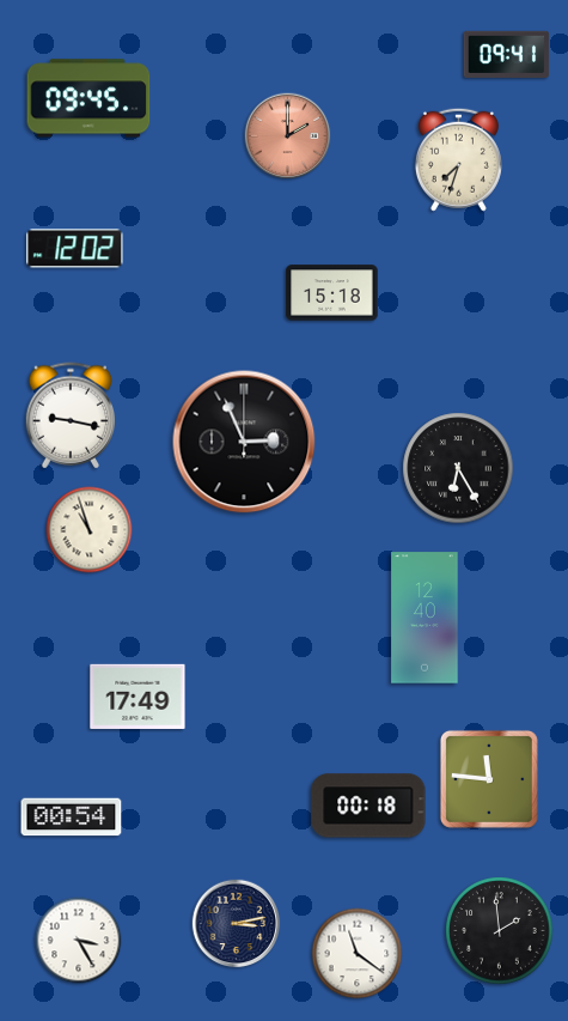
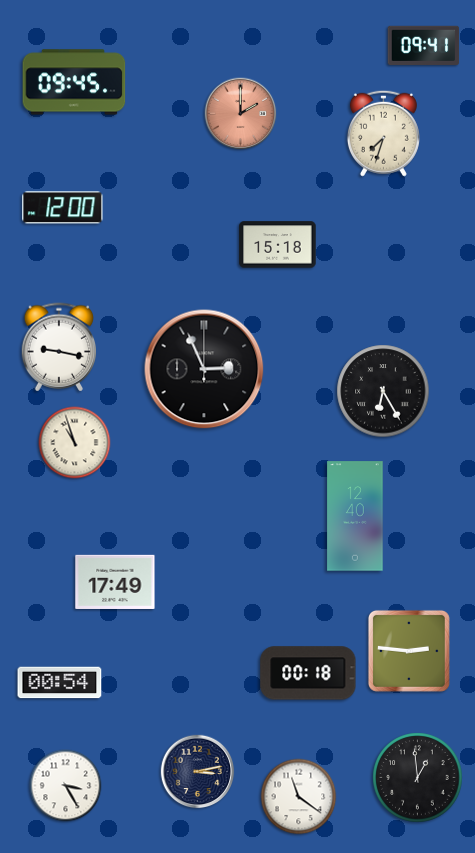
clock at (75, 249): 12:02 -> 12:00
clock at (489, 779): 11:46 -> 2:46
clock at (500, 931): 1:59 -> 12:59
